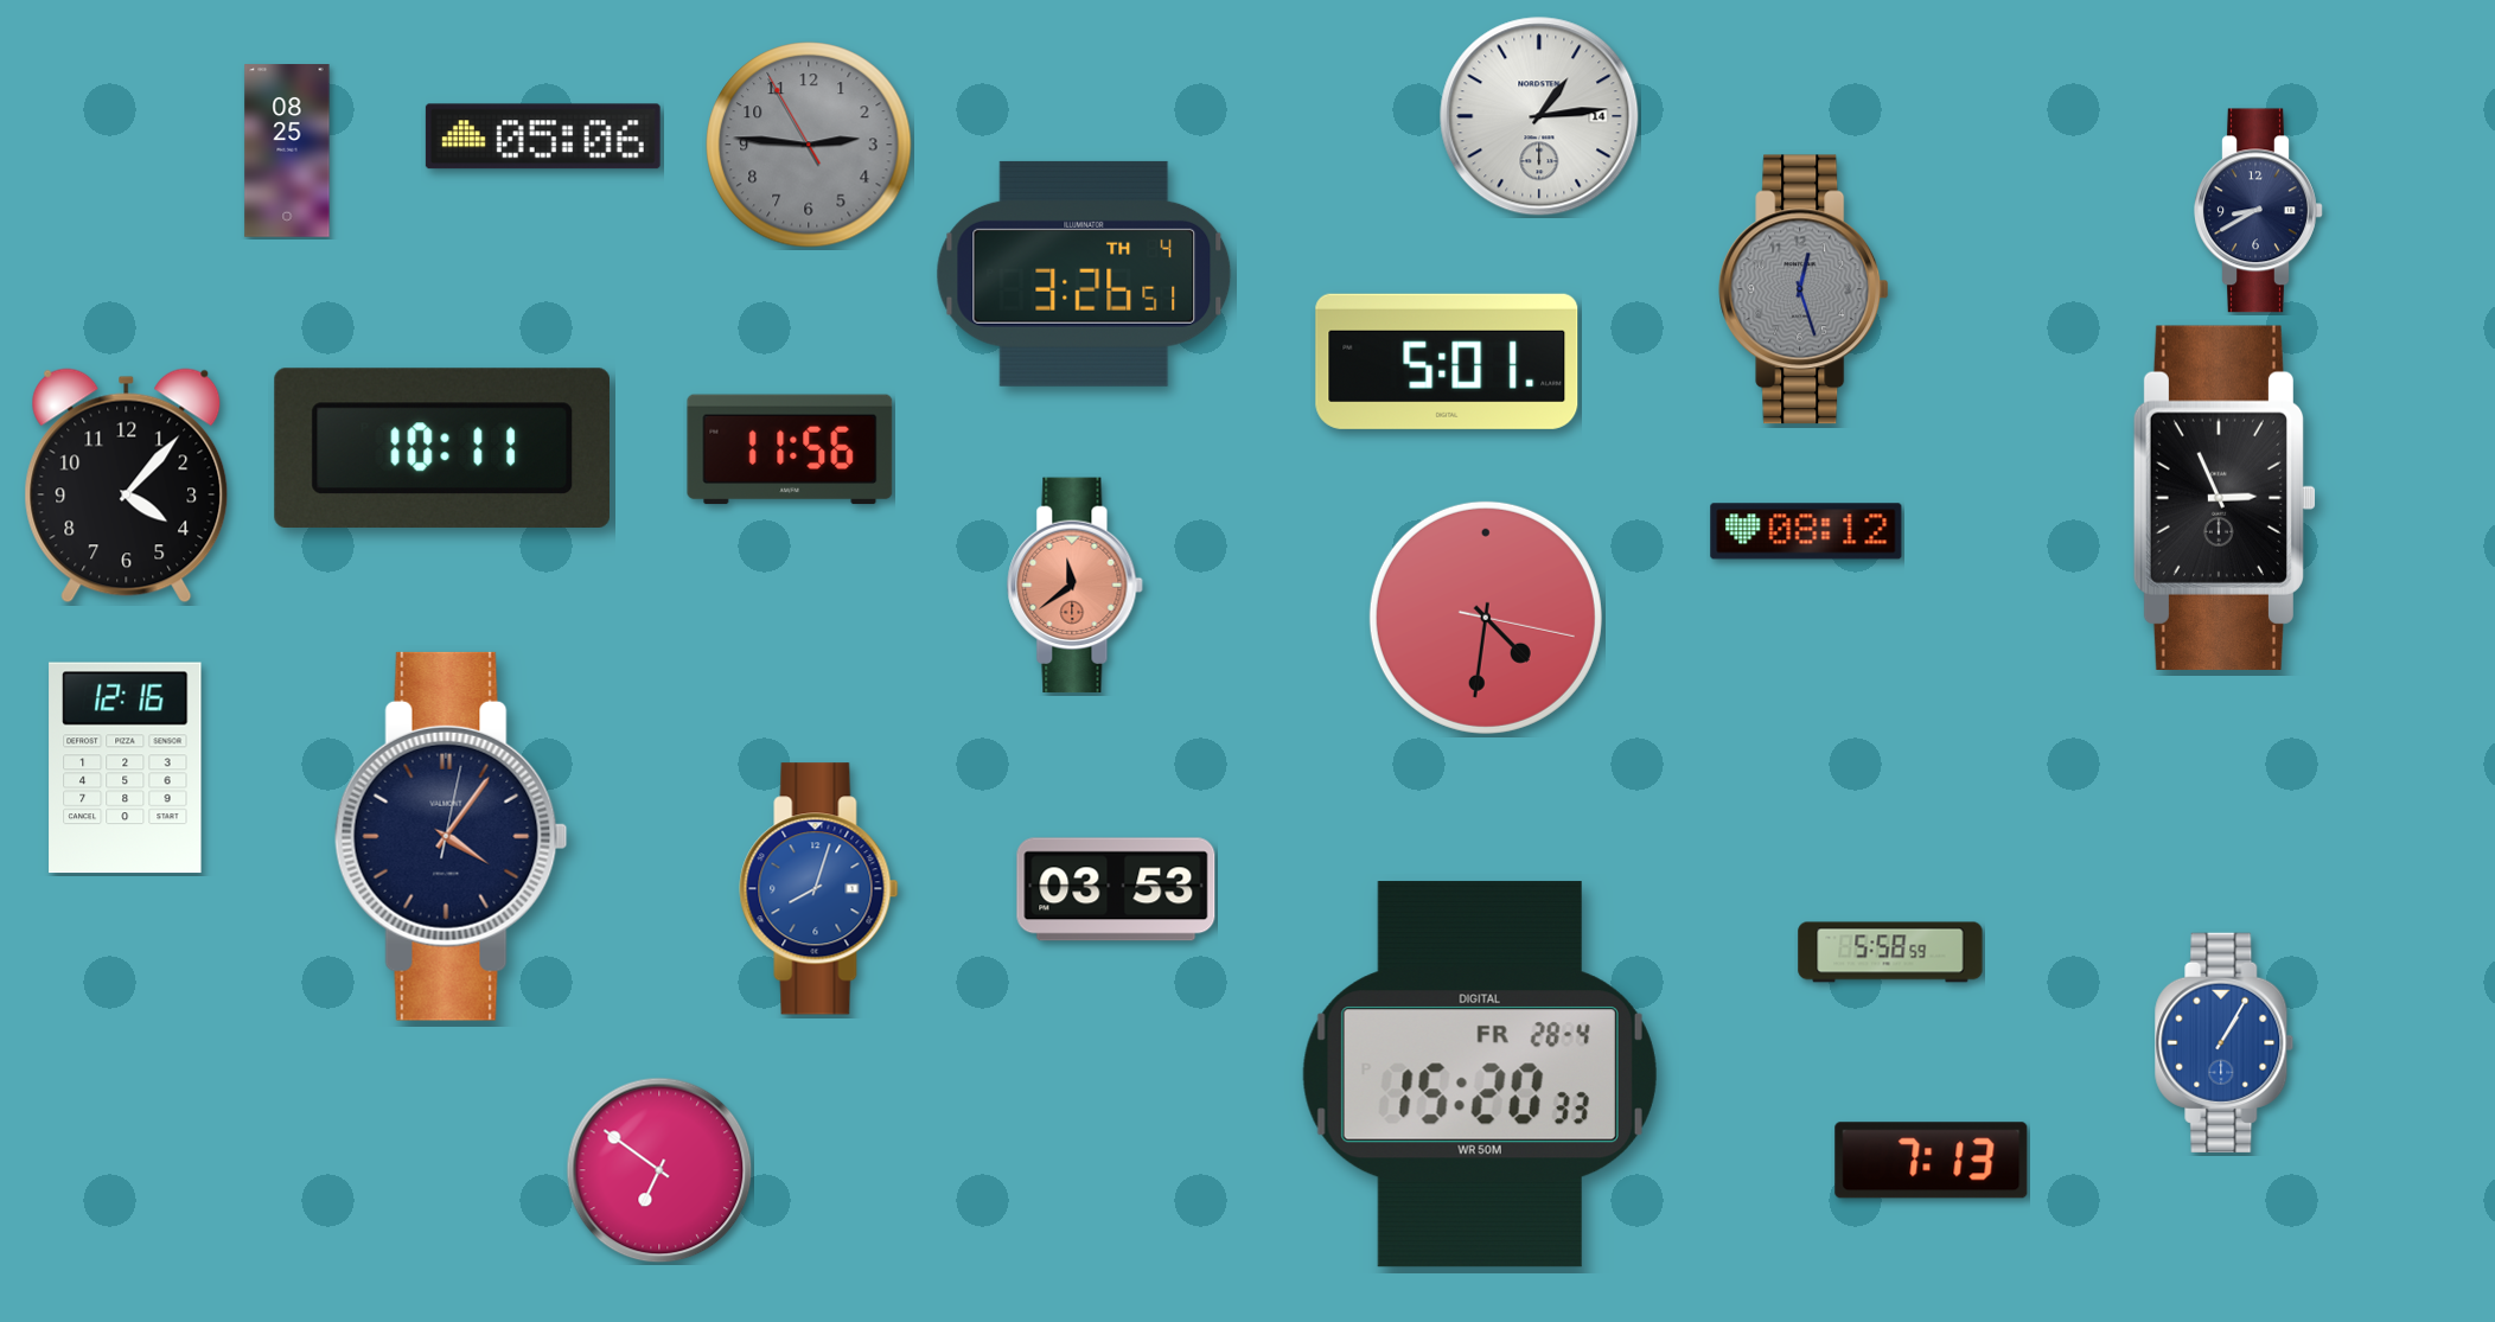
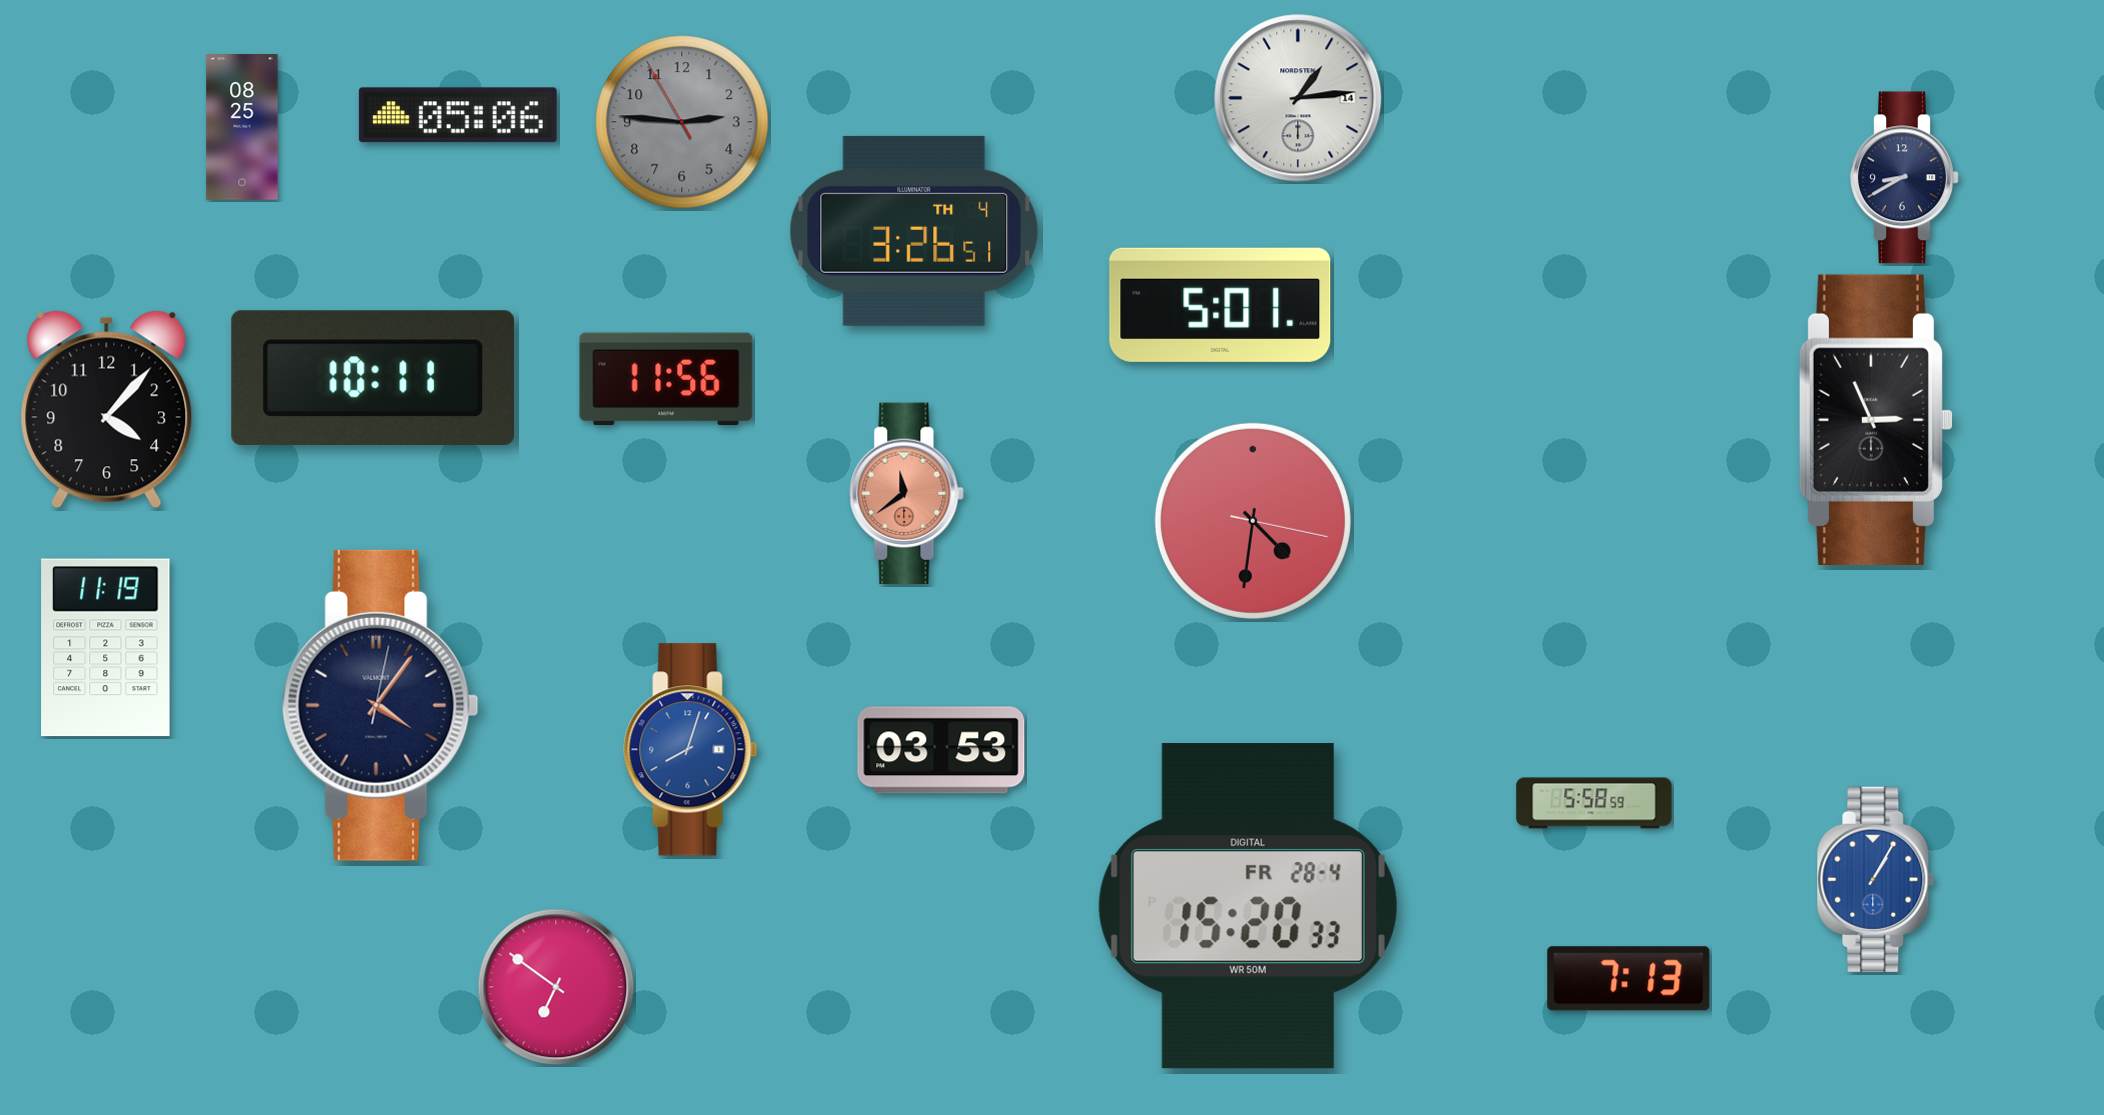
clock at (1804, 289): 12:27 -> none
clock at (1806, 531): 08:12 -> none
clock at (126, 768): 12:16 -> 11:19
